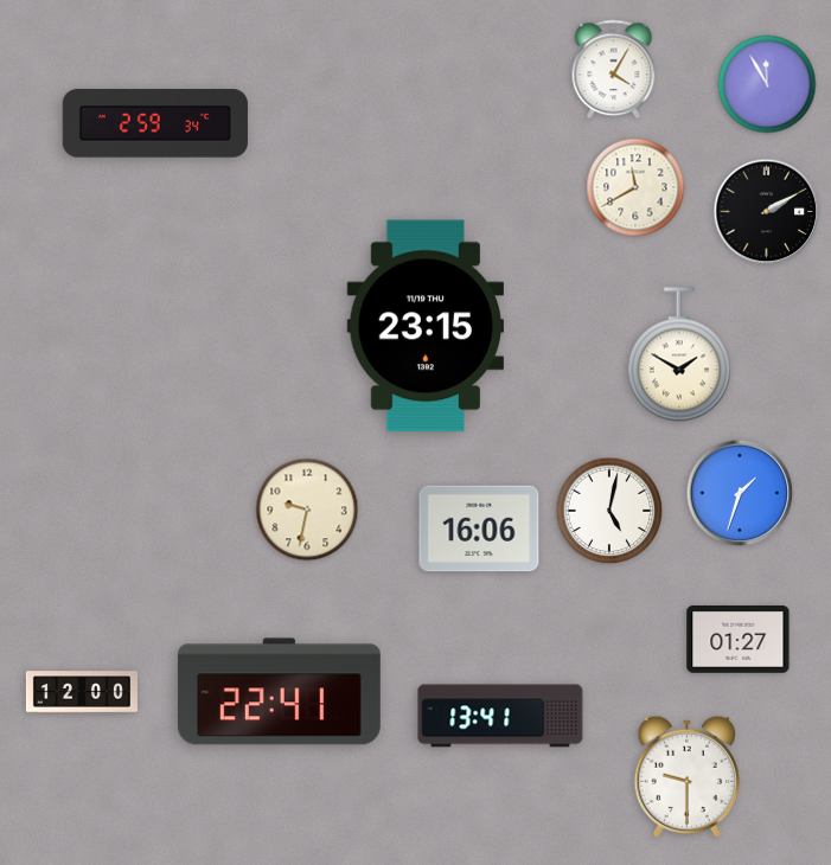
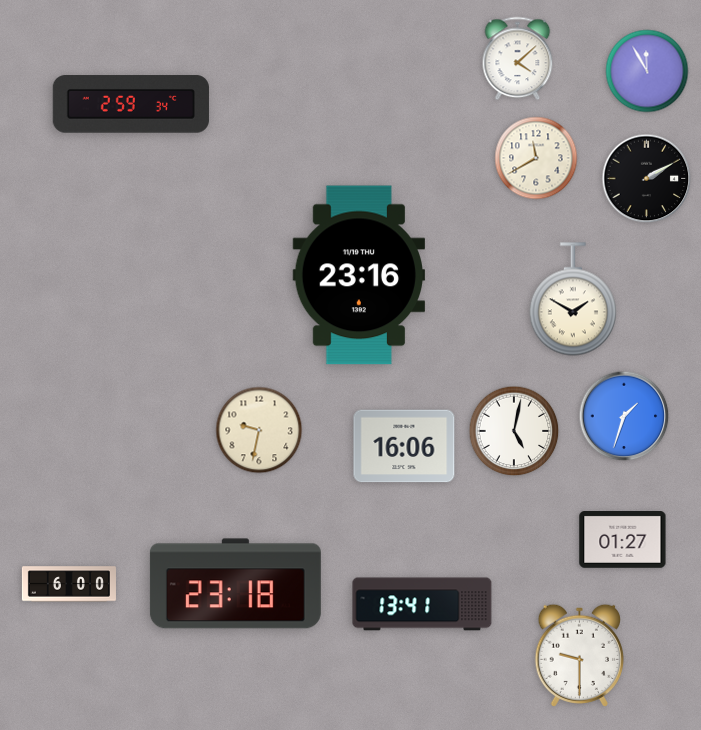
clock at (614, 70): 4:05 -> 4:08
clock at (424, 326): 23:15 -> 23:16
clock at (82, 692): 12:00 -> 6:00
clock at (279, 692): 22:41 -> 23:18
